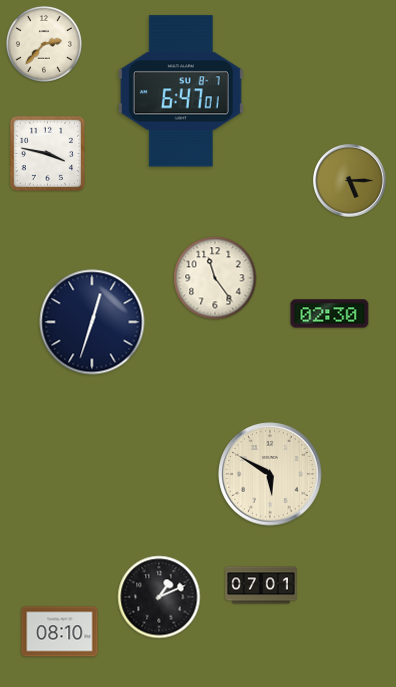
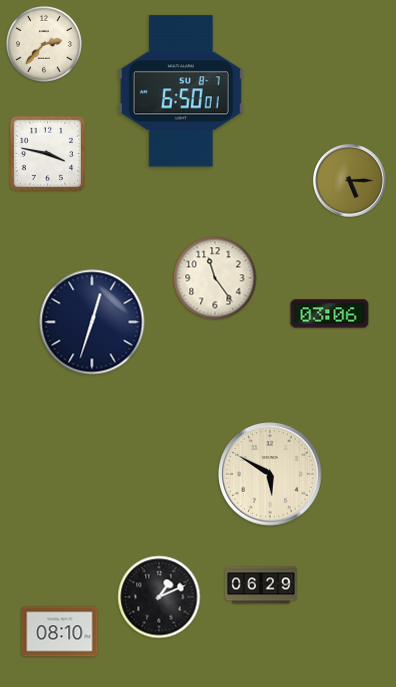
clock at (181, 91): 6:47 -> 6:50
clock at (330, 314): 02:30 -> 03:06
clock at (261, 585): 07:01 -> 06:29
